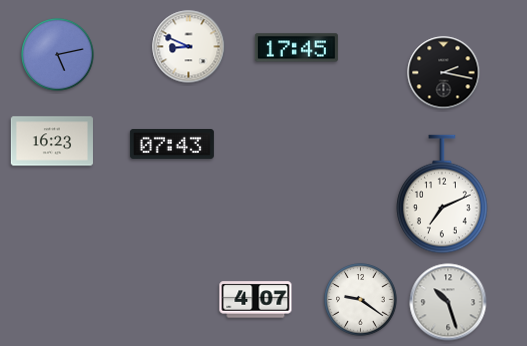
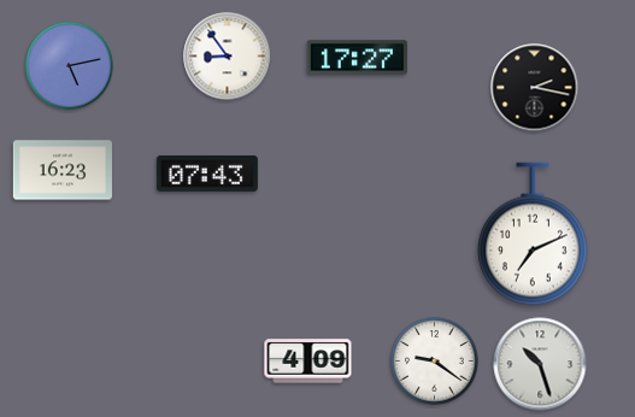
clock at (189, 47): 8:49 -> 8:54
clock at (296, 48): 17:45 -> 17:27
clock at (256, 300): 4:07 -> 4:09
